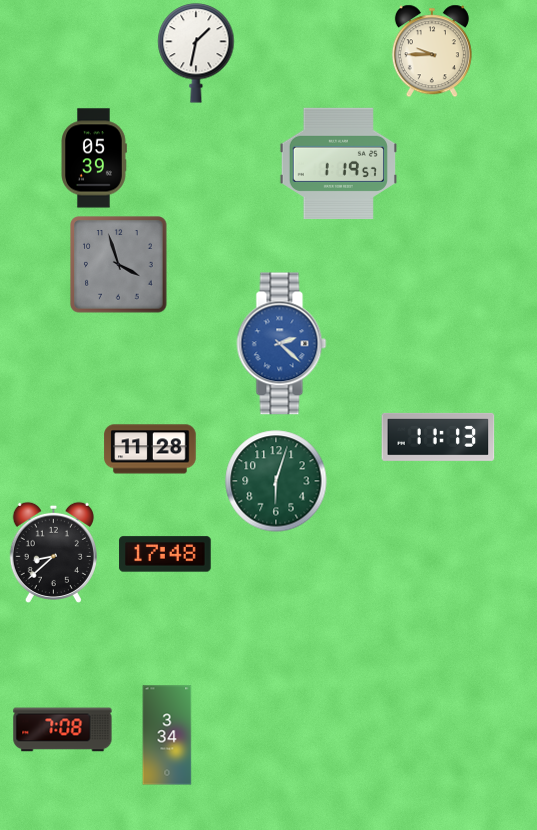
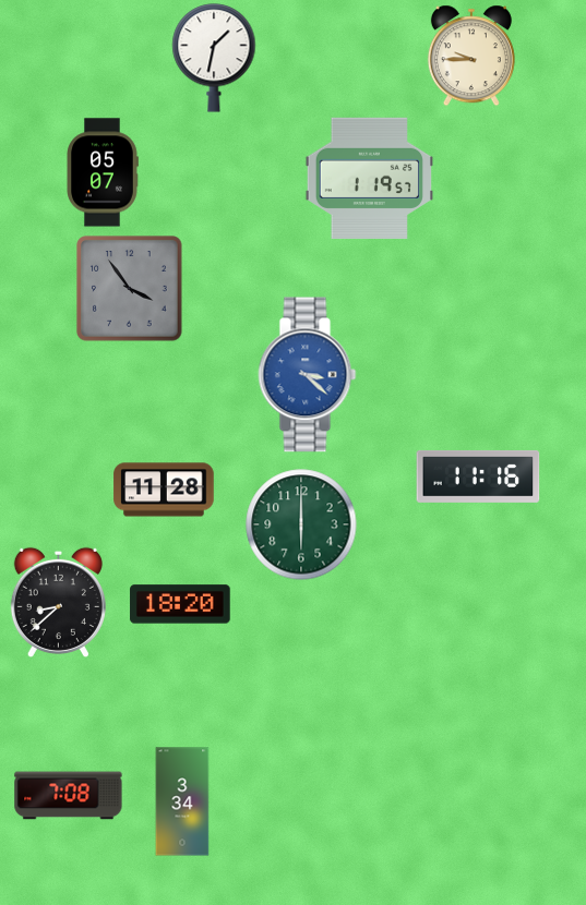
clock at (94, 158): 05:39 -> 05:07
clock at (119, 265): 3:57 -> 3:54
clock at (282, 344): 2:22 -> 3:22
clock at (438, 437): 11:13 -> 11:16
clock at (276, 481): 6:03 -> 6:00
clock at (165, 554): 17:48 -> 18:20
